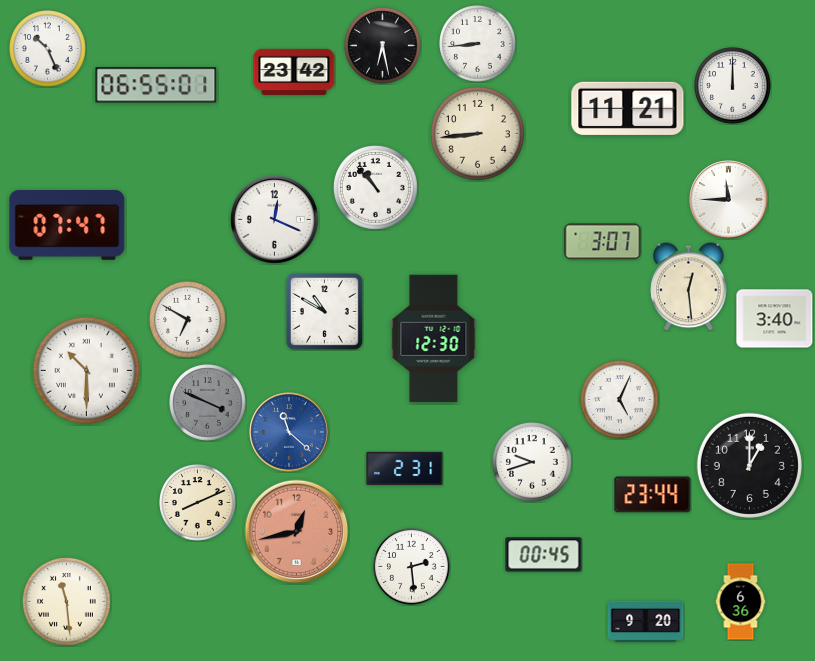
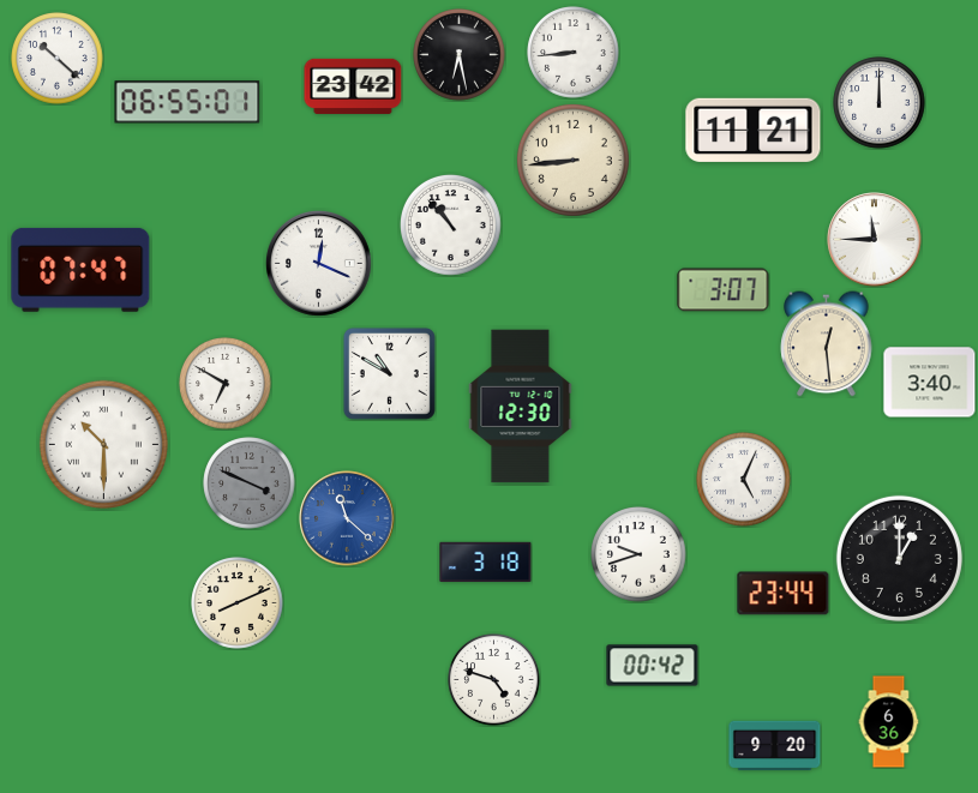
clock at (48, 49): 10:26 -> 10:22
clock at (274, 219) position: (274, 219) -> (318, 263)
clock at (405, 469): 2:31 -> 3:18
clock at (297, 532): 12:43 -> none
clock at (544, 555): 00:45 -> 00:42
clock at (412, 567): 2:29 -> 4:48
clock at (66, 601): 11:29 -> none
